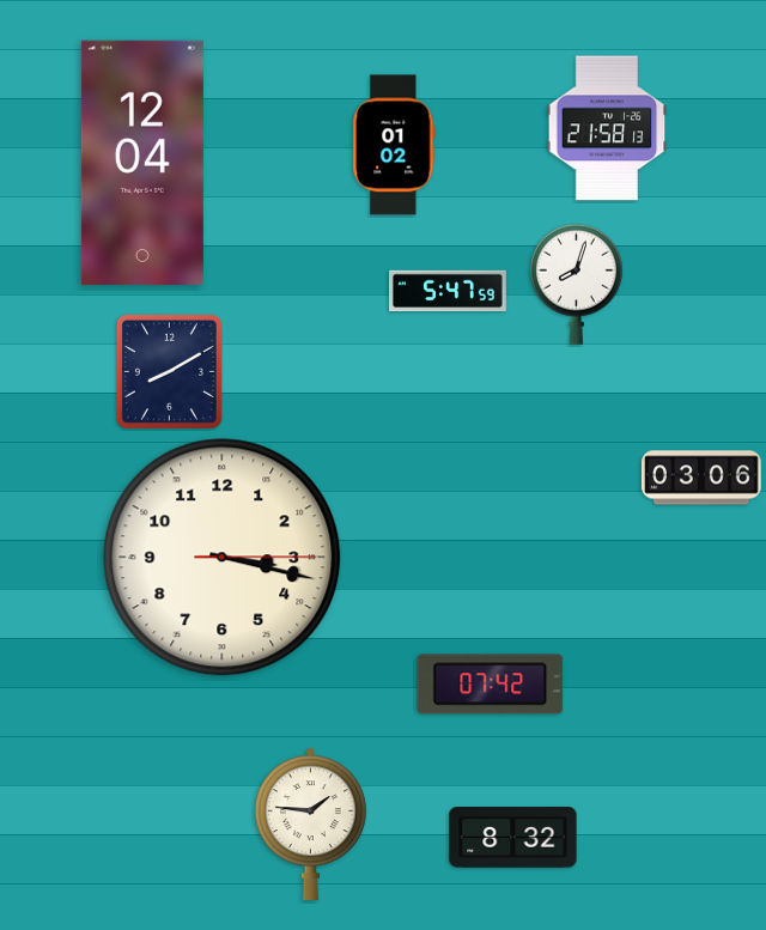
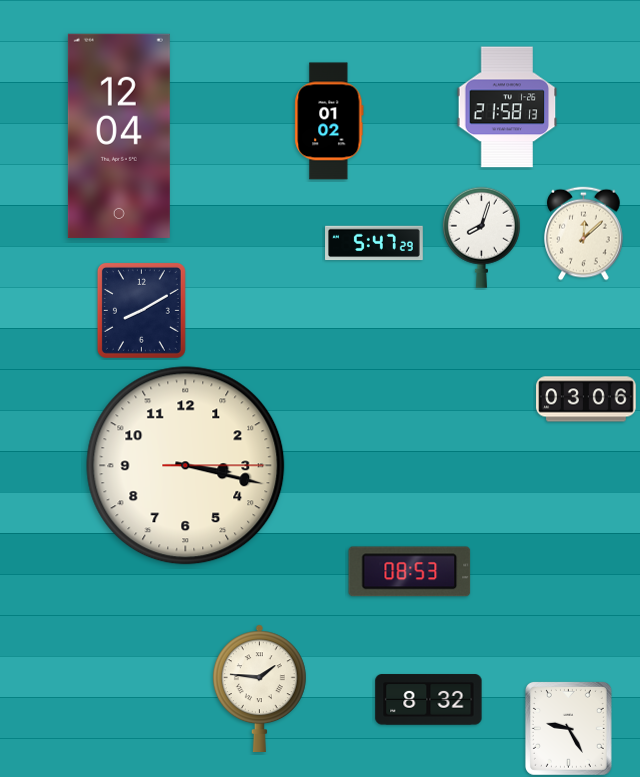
clock at (584, 234): none -> 12:08
clock at (449, 291): 5:47:59 -> 5:47:29
clock at (491, 685): 07:42 -> 08:53
clock at (568, 728): none -> 9:25
